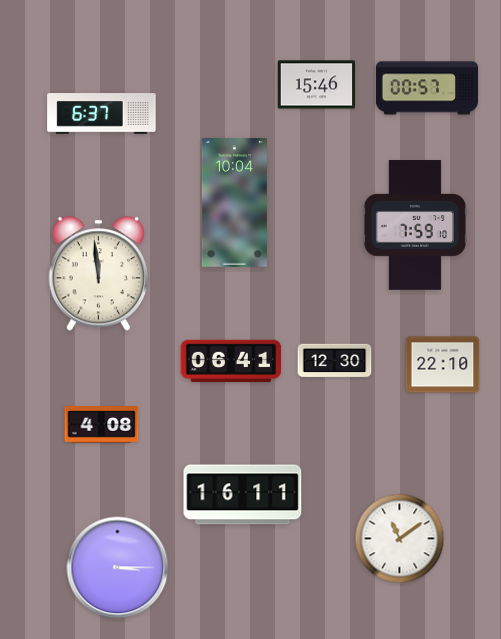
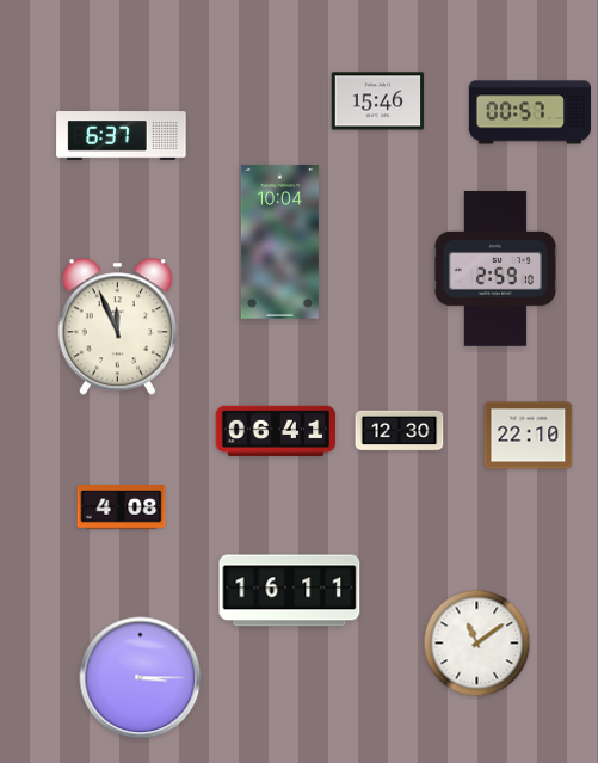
clock at (426, 88) position: (426, 88) -> (529, 112)
clock at (414, 225): 7:59 -> 2:59
clock at (98, 274): 11:59 -> 11:56
